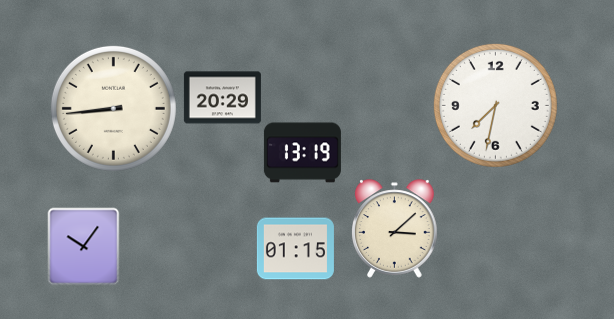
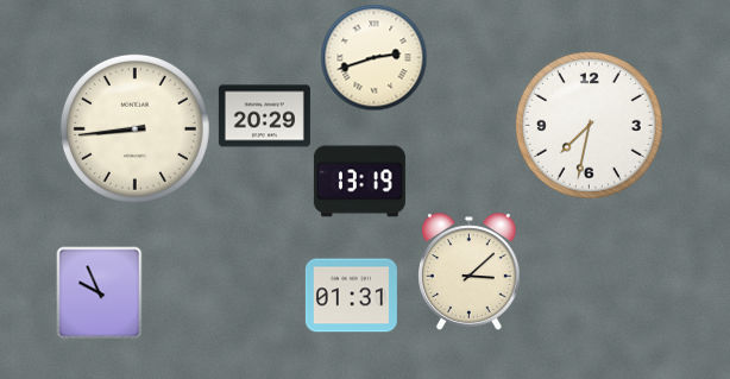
clock at (373, 57): none -> 2:42
clock at (84, 246): 10:06 -> 9:56
clock at (295, 249): 01:15 -> 01:31
